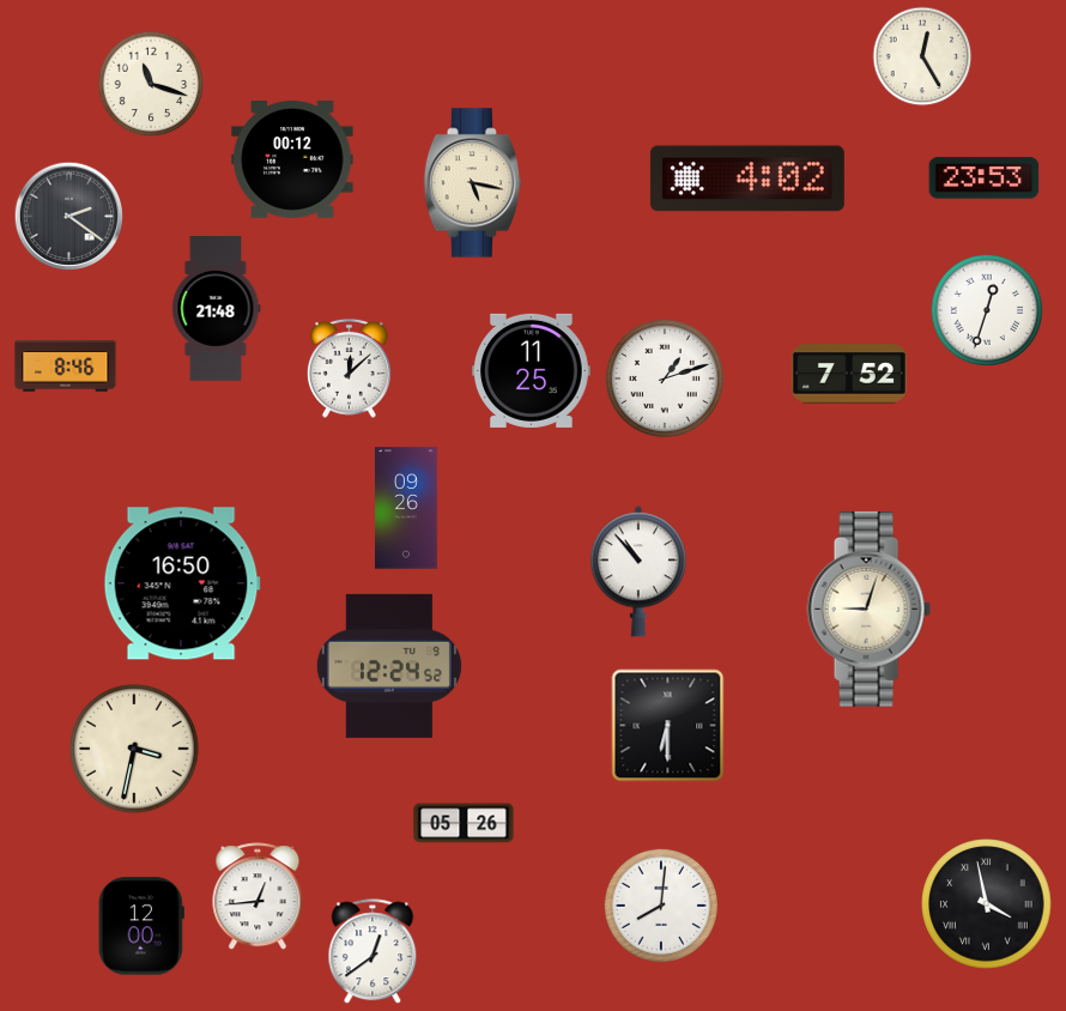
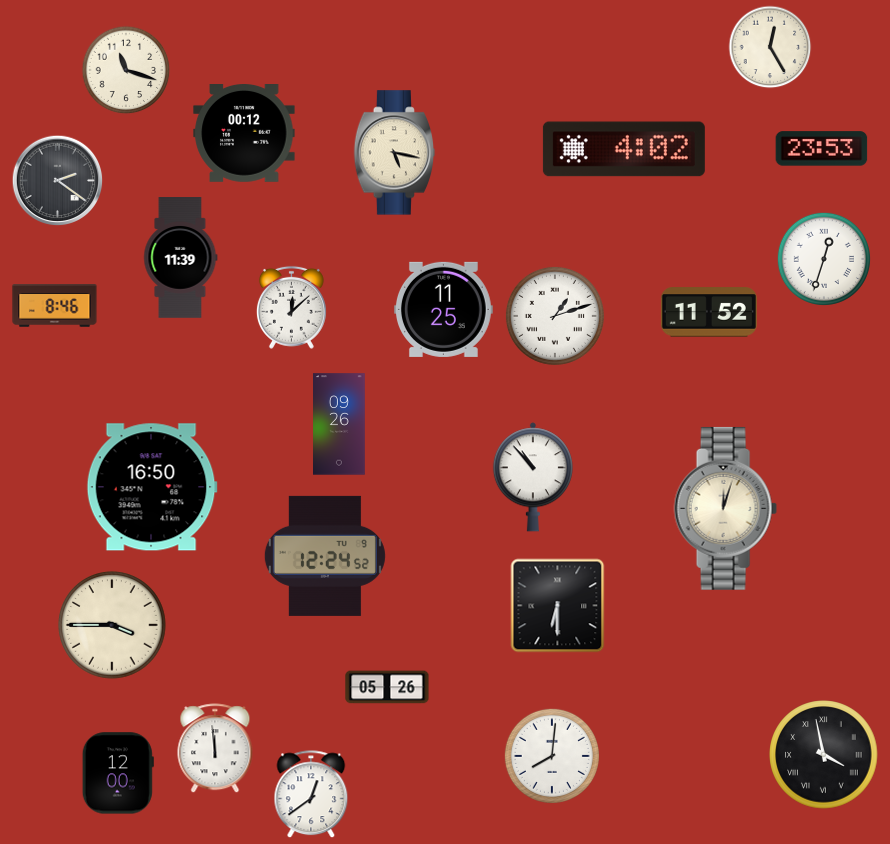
clock at (217, 309): 21:48 -> 11:39
clock at (849, 374): 7:52 -> 11:52
clock at (868, 609): 9:03 -> 12:03
clock at (134, 749): 3:32 -> 3:45
clock at (258, 897): 12:44 -> 11:59
